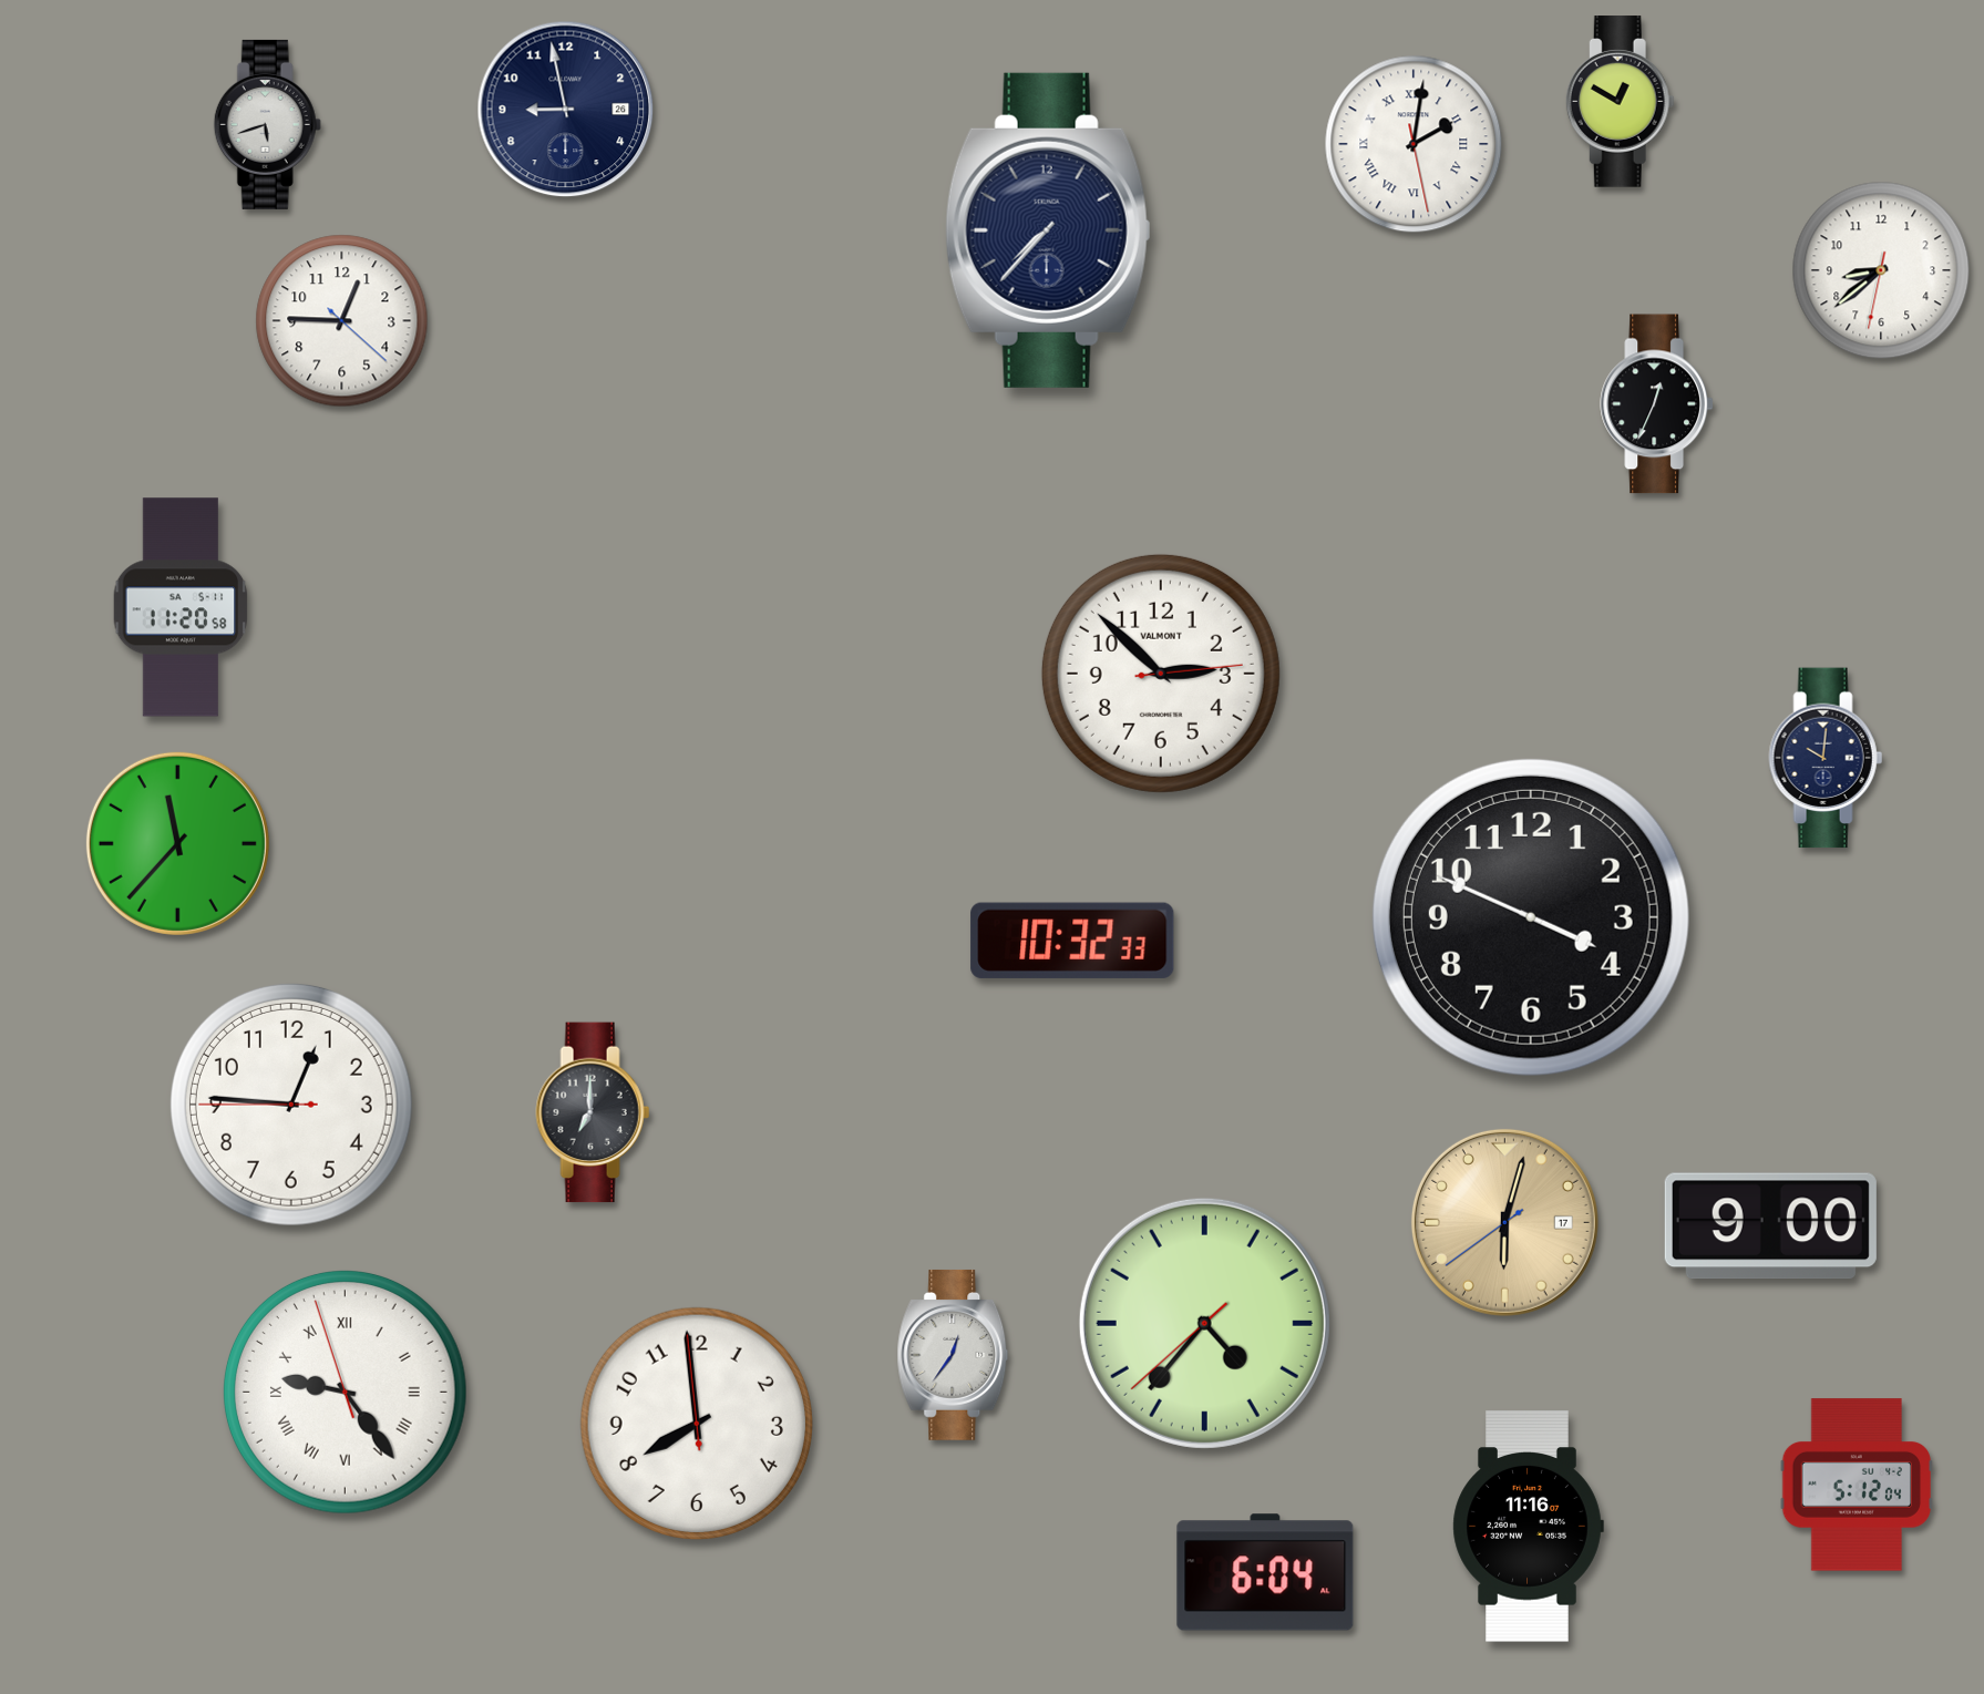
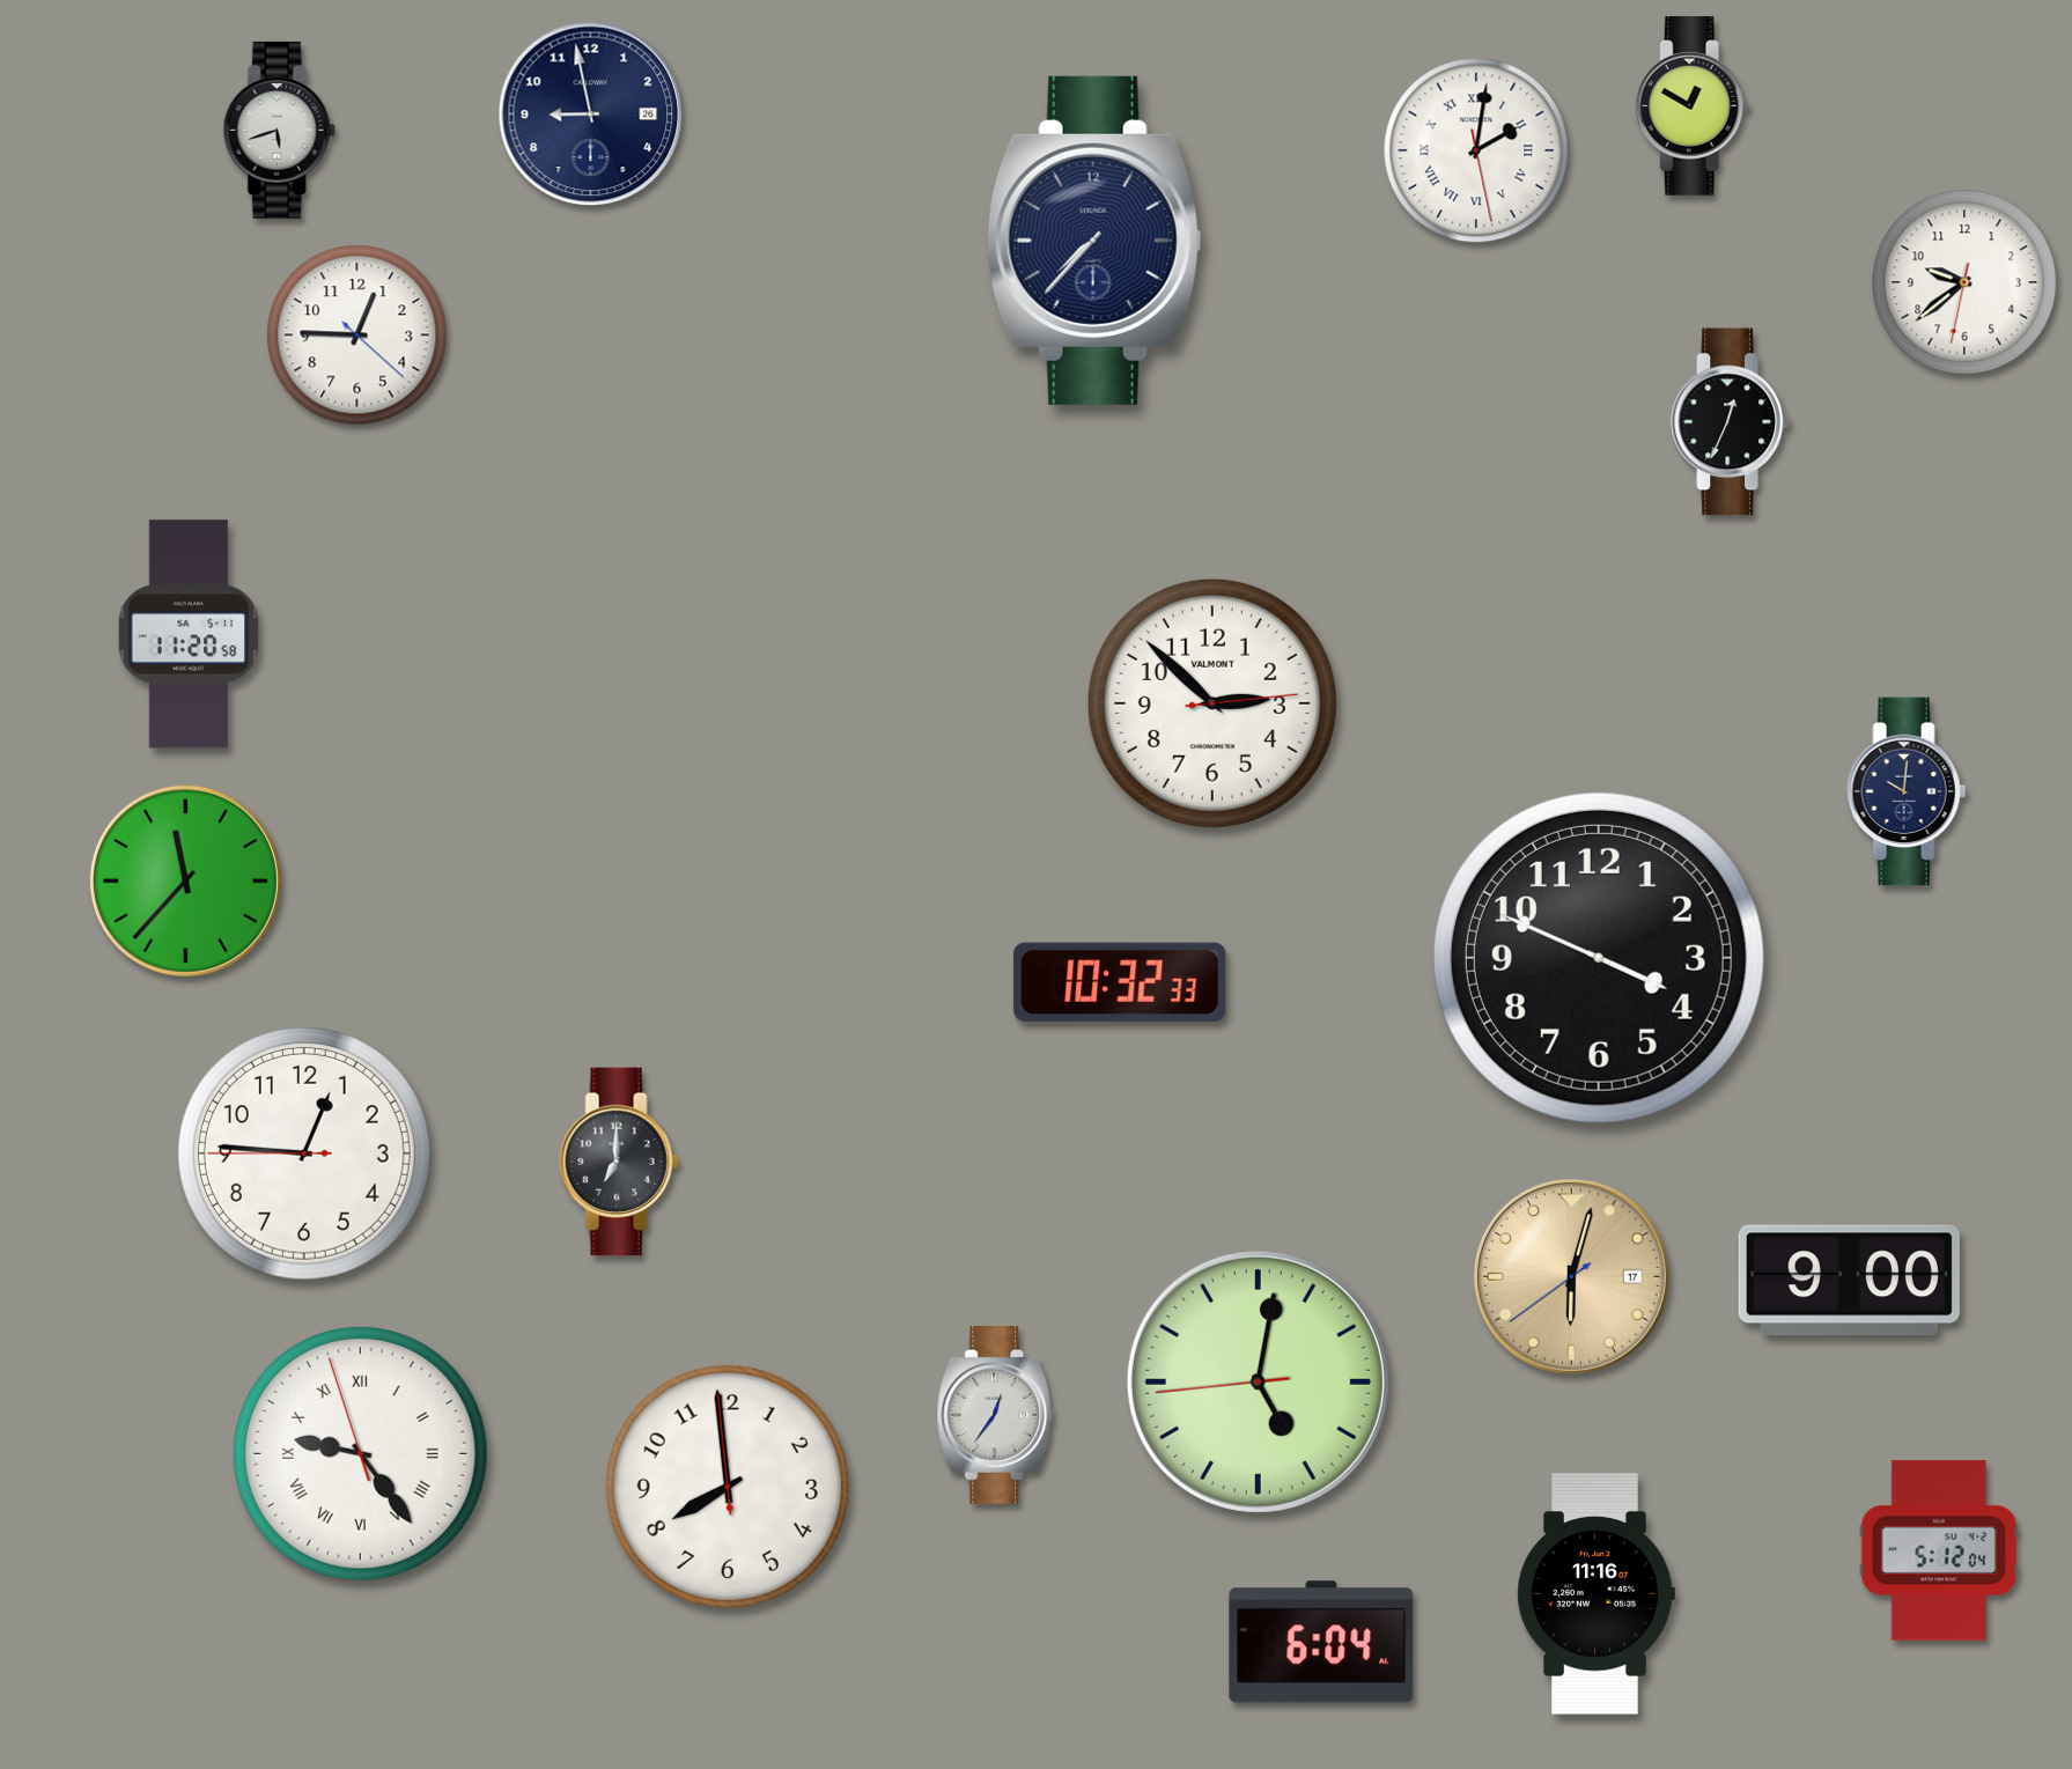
clock at (1881, 270): 8:38 -> 9:38
clock at (1204, 1323): 4:36 -> 5:01
